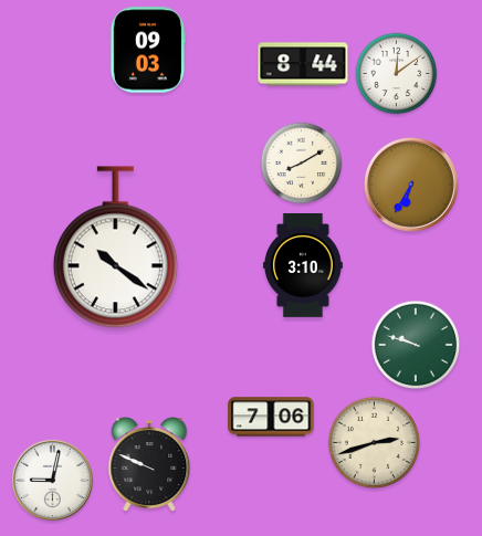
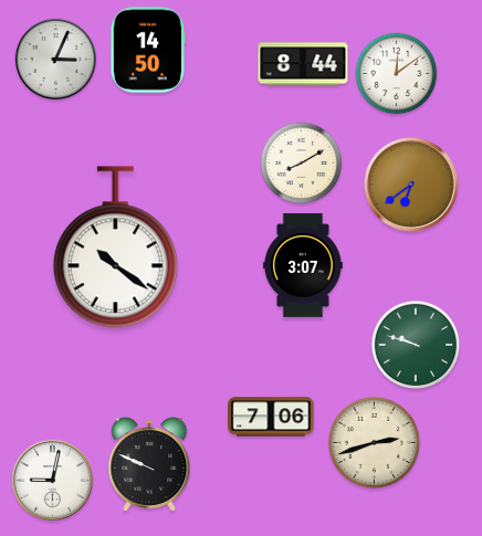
clock at (147, 50): 09:03 -> 14:50
clock at (55, 59): none -> 3:04
clock at (411, 185): 6:35 -> 6:39
clock at (303, 265): 3:10 -> 3:07
